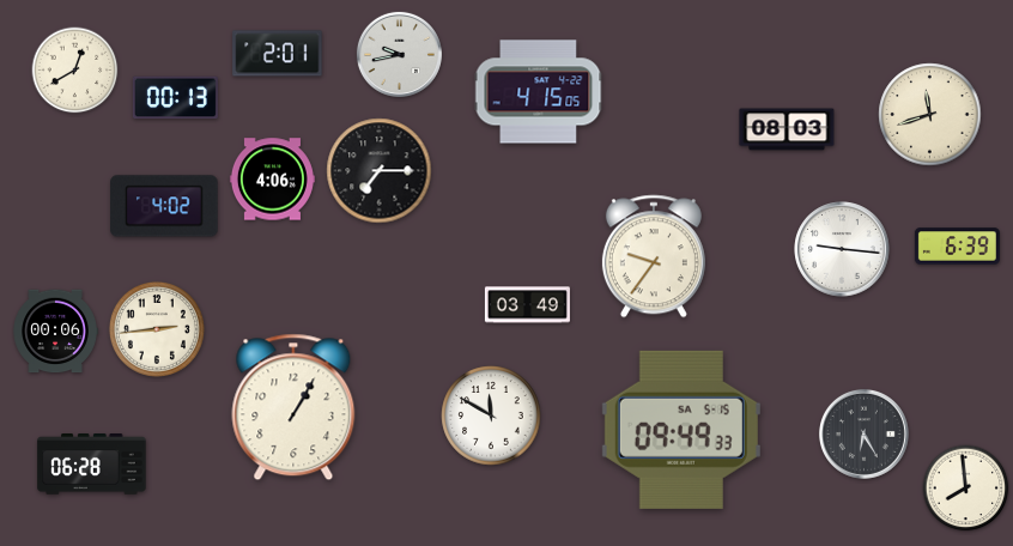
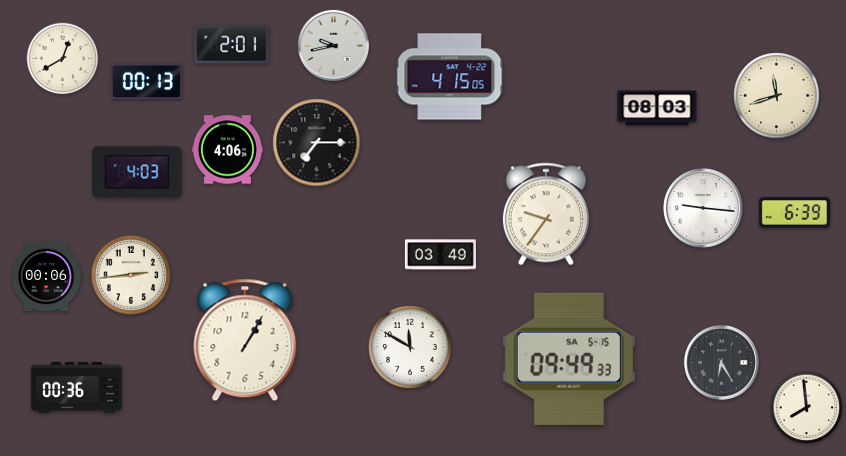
clock at (164, 206): 4:02 -> 4:03
clock at (957, 247) position: (957, 247) -> (794, 213)
clock at (92, 465): 06:28 -> 00:36
